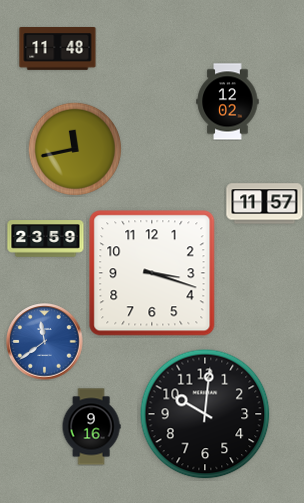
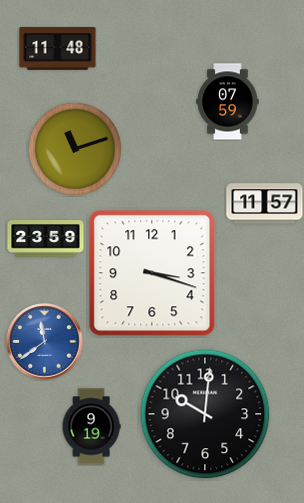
clock at (228, 102): 12:02 -> 07:59
clock at (75, 149): 11:43 -> 11:12
clock at (91, 427): 9:16 -> 9:19
